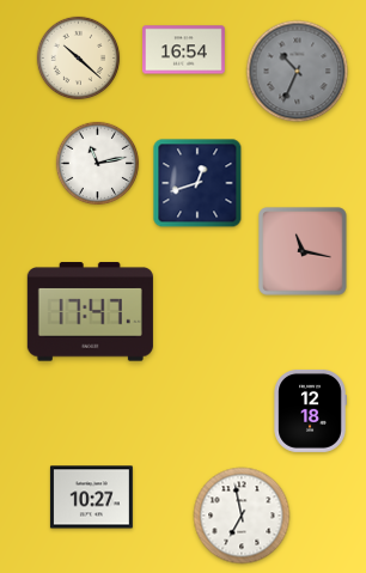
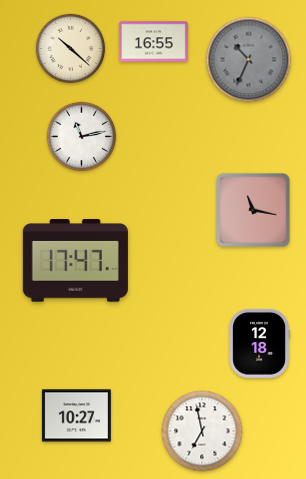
clock at (183, 50): 16:54 -> 16:55
clock at (79, 59) position: (79, 59) -> (71, 49)
clock at (197, 183): 12:42 -> none
